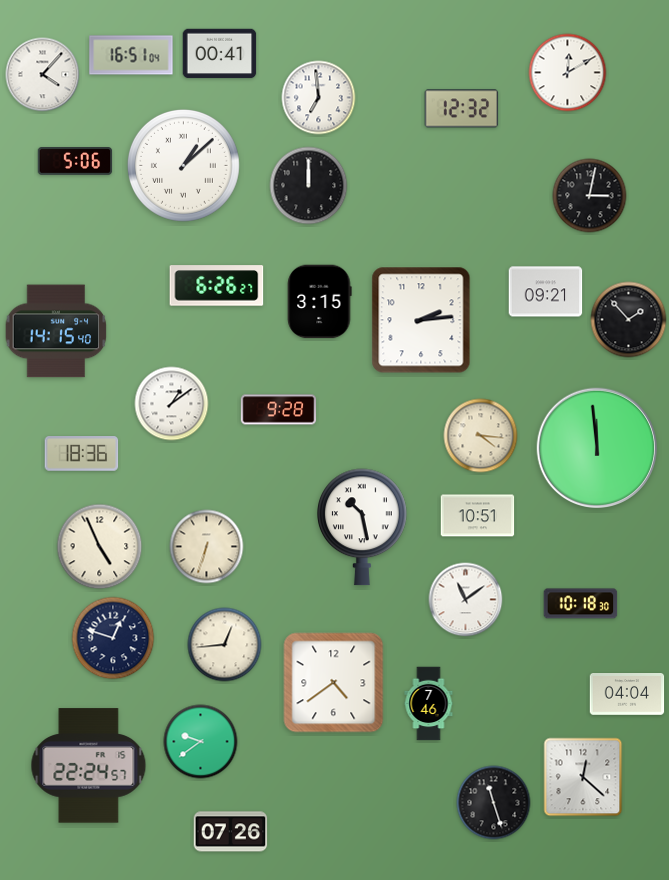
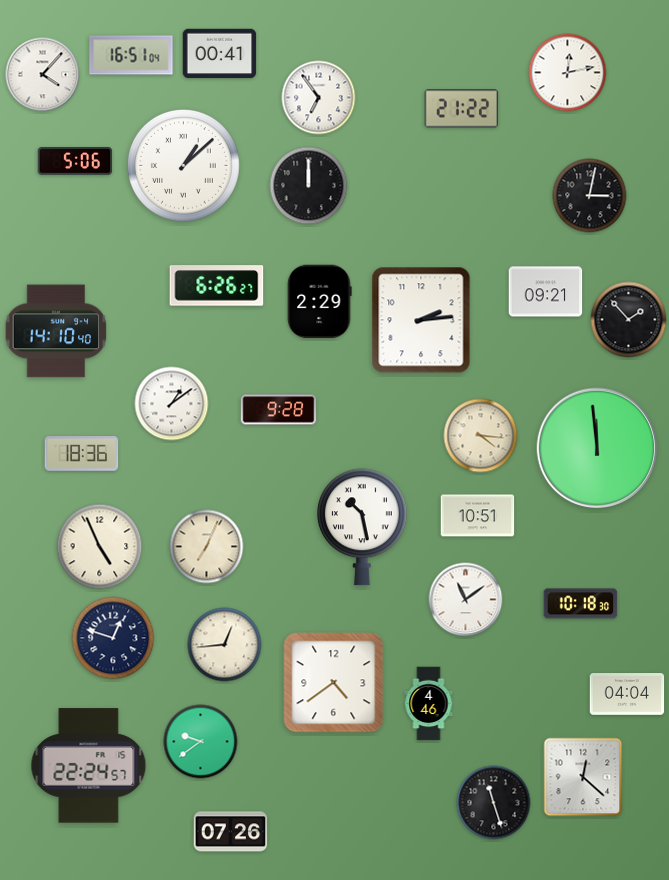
clock at (568, 73): 12:10 -> 12:13
clock at (319, 98): 6:59 -> 6:54
clock at (462, 109): 12:32 -> 21:22
clock at (320, 302): 3:15 -> 2:29
clock at (56, 331): 14:15 -> 14:10
clock at (207, 547): 6:33 -> 7:04
clock at (429, 704): 7:46 -> 4:46
